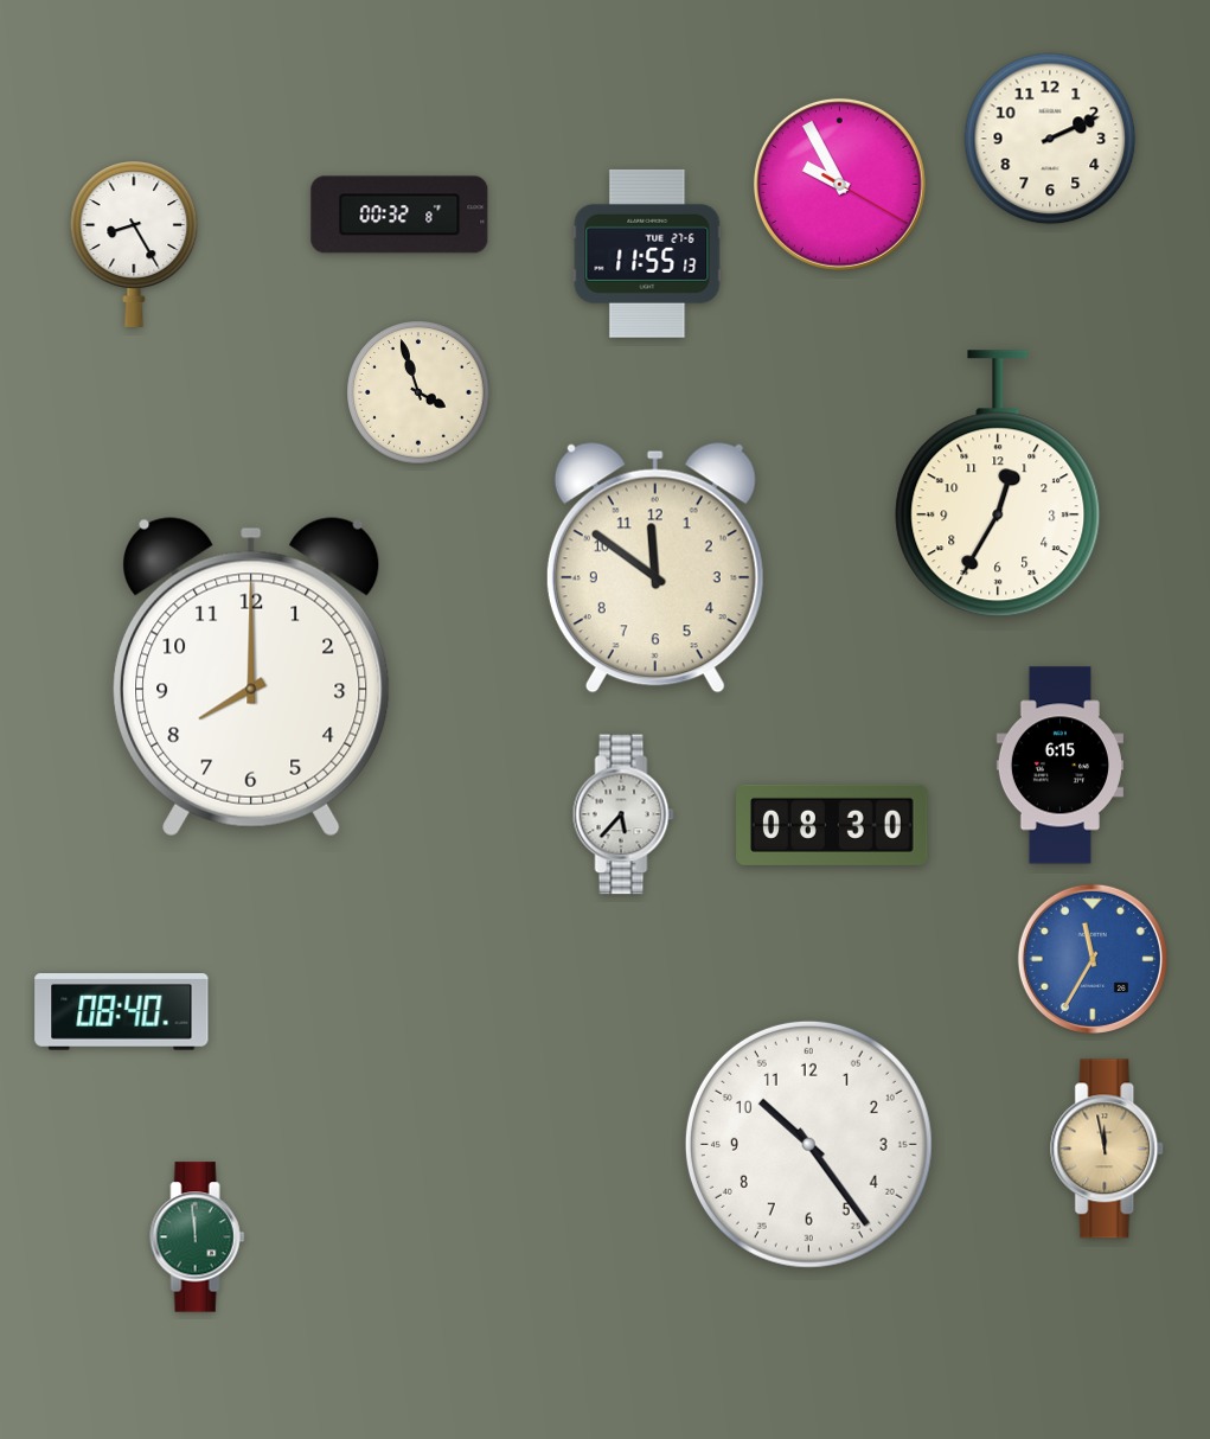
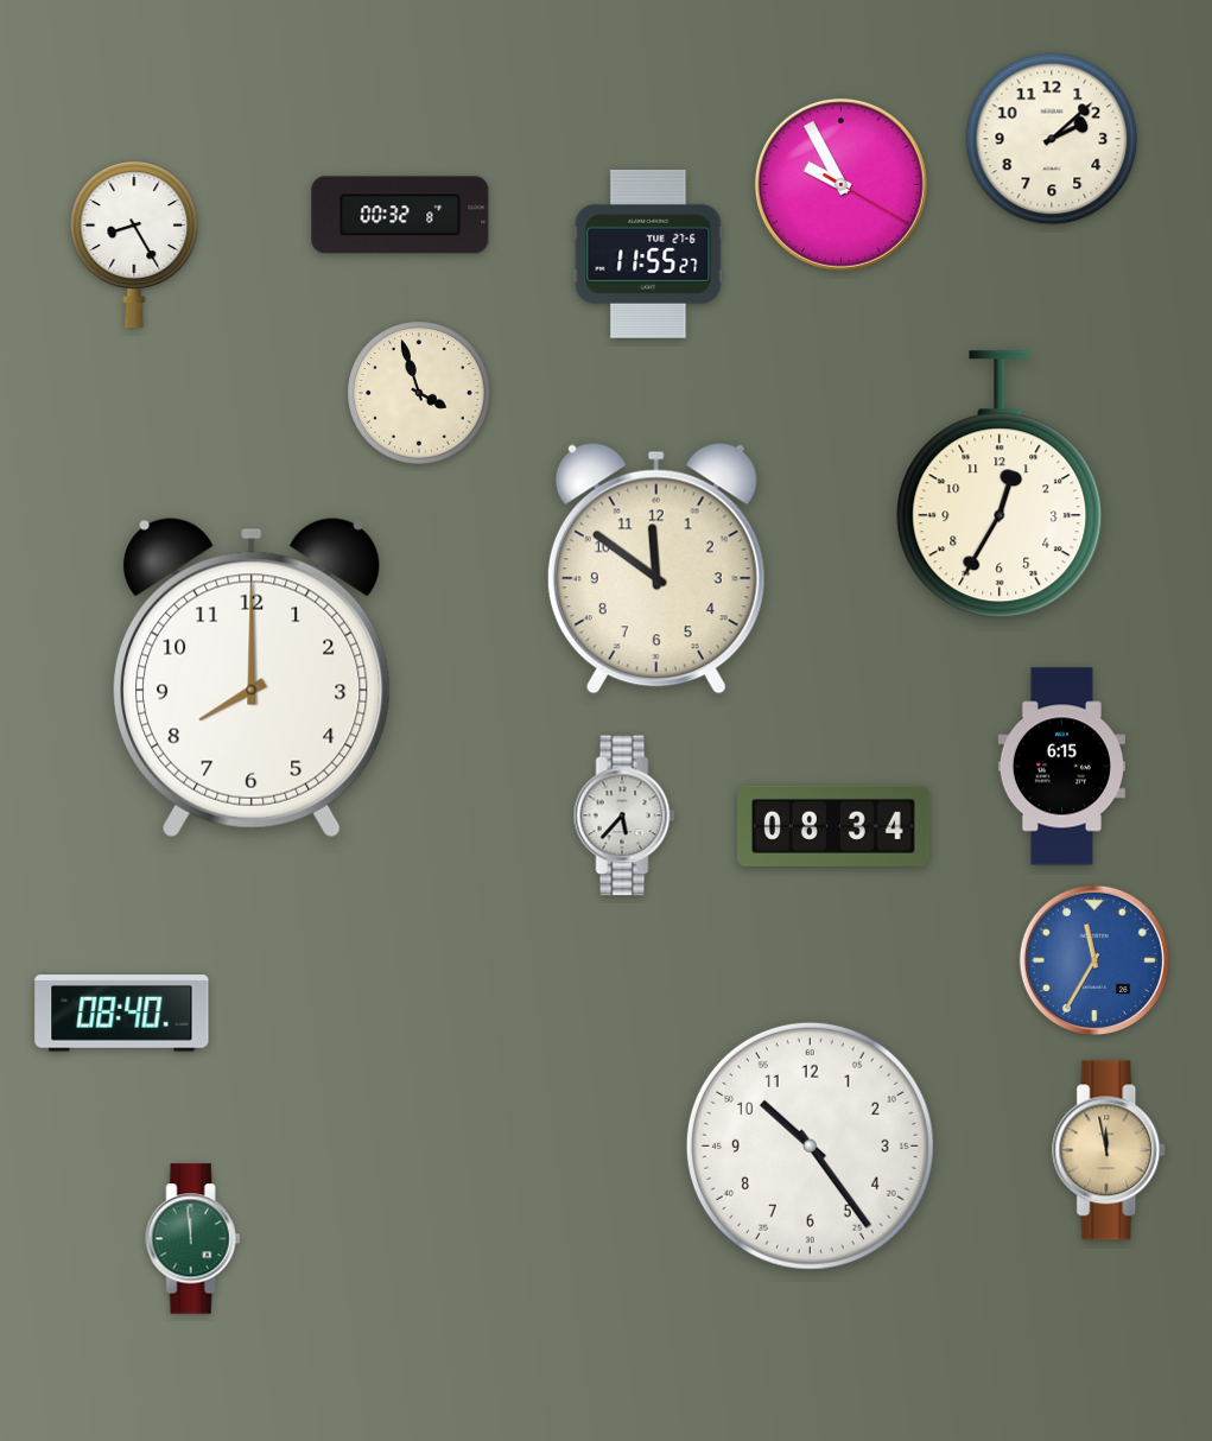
clock at (1050, 139): 2:11 -> 2:08
clock at (647, 254): 11:55:13 -> 11:55:27
clock at (833, 825): 08:30 -> 08:34
clock at (198, 1237) position: (198, 1237) -> (193, 1239)
